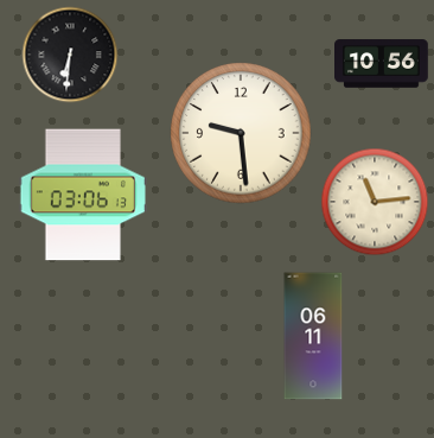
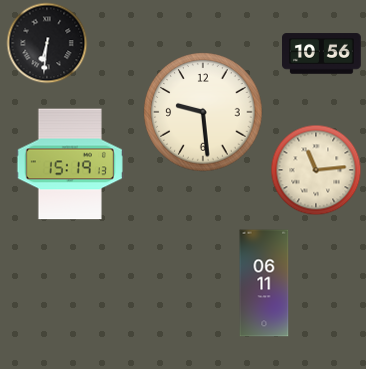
clock at (70, 55) position: (70, 55) -> (47, 43)
clock at (83, 195): 03:06 -> 15:19
